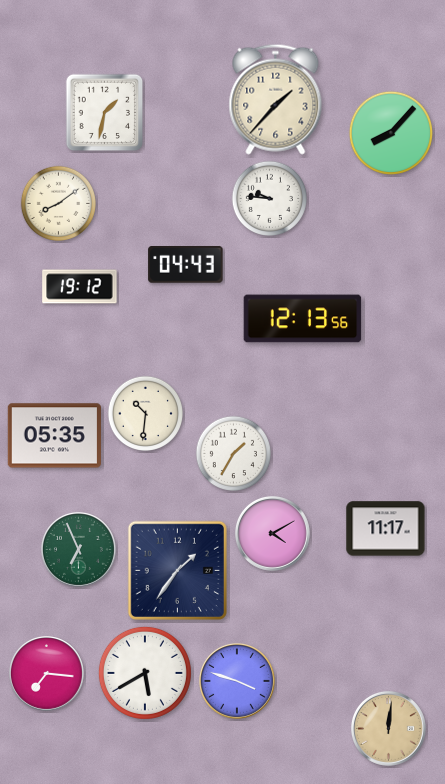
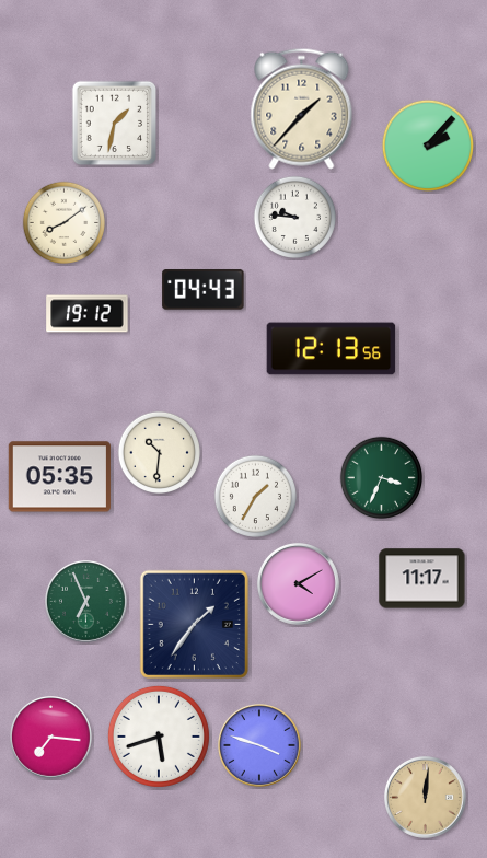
clock at (391, 133): 8:07 -> 2:07
clock at (381, 477): none -> 3:34
clock at (145, 673): 5:40 -> 5:42
